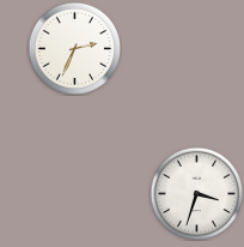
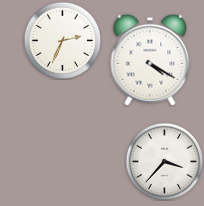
clock at (150, 60): none -> 4:20
clock at (196, 193): 3:33 -> 3:37
